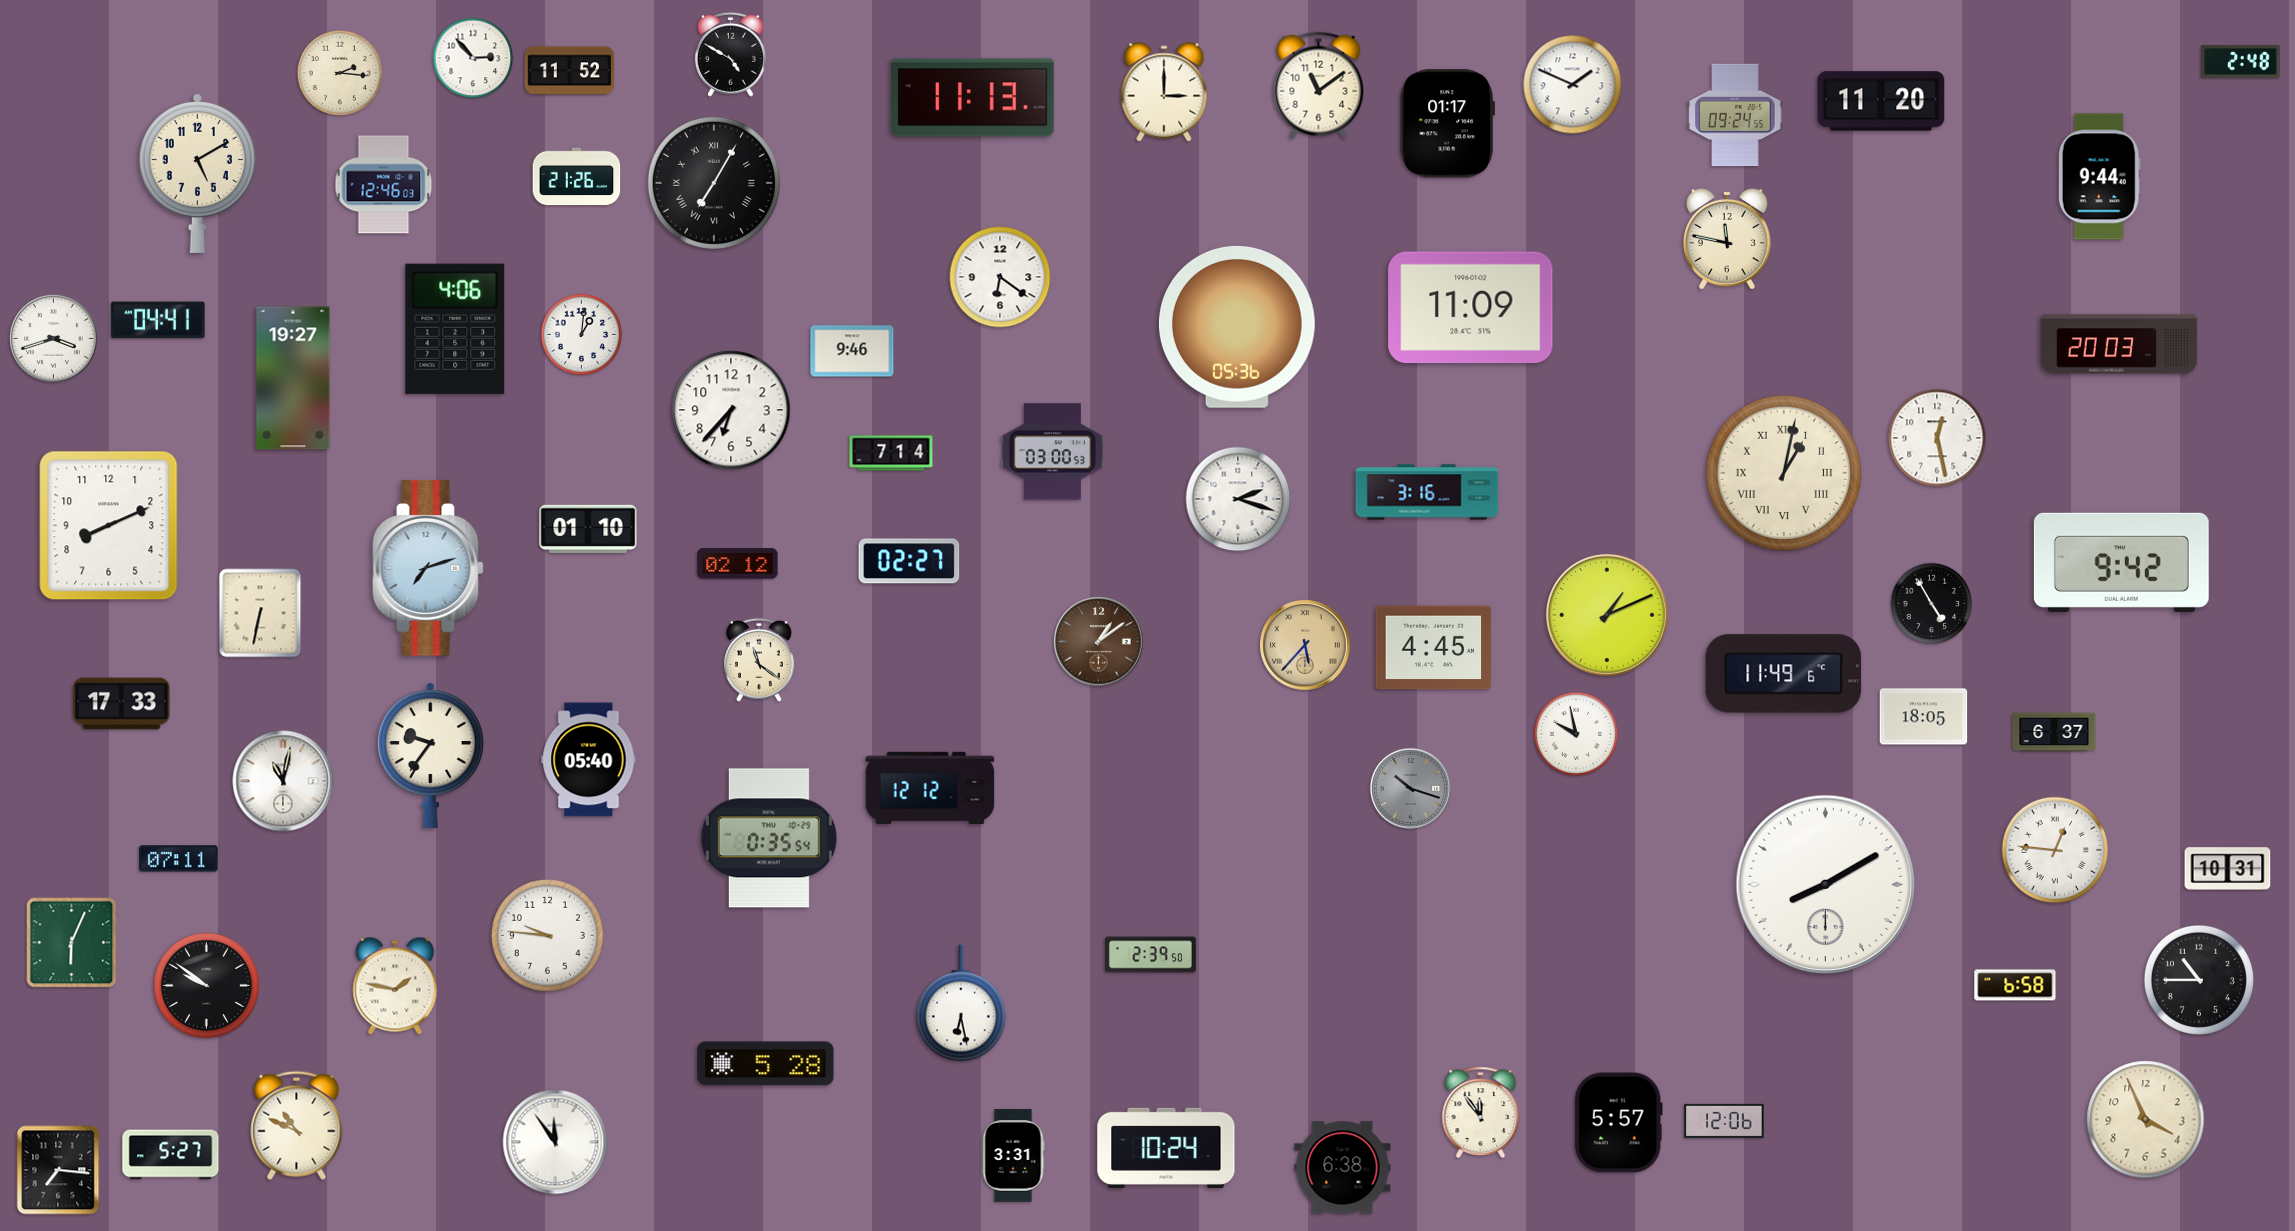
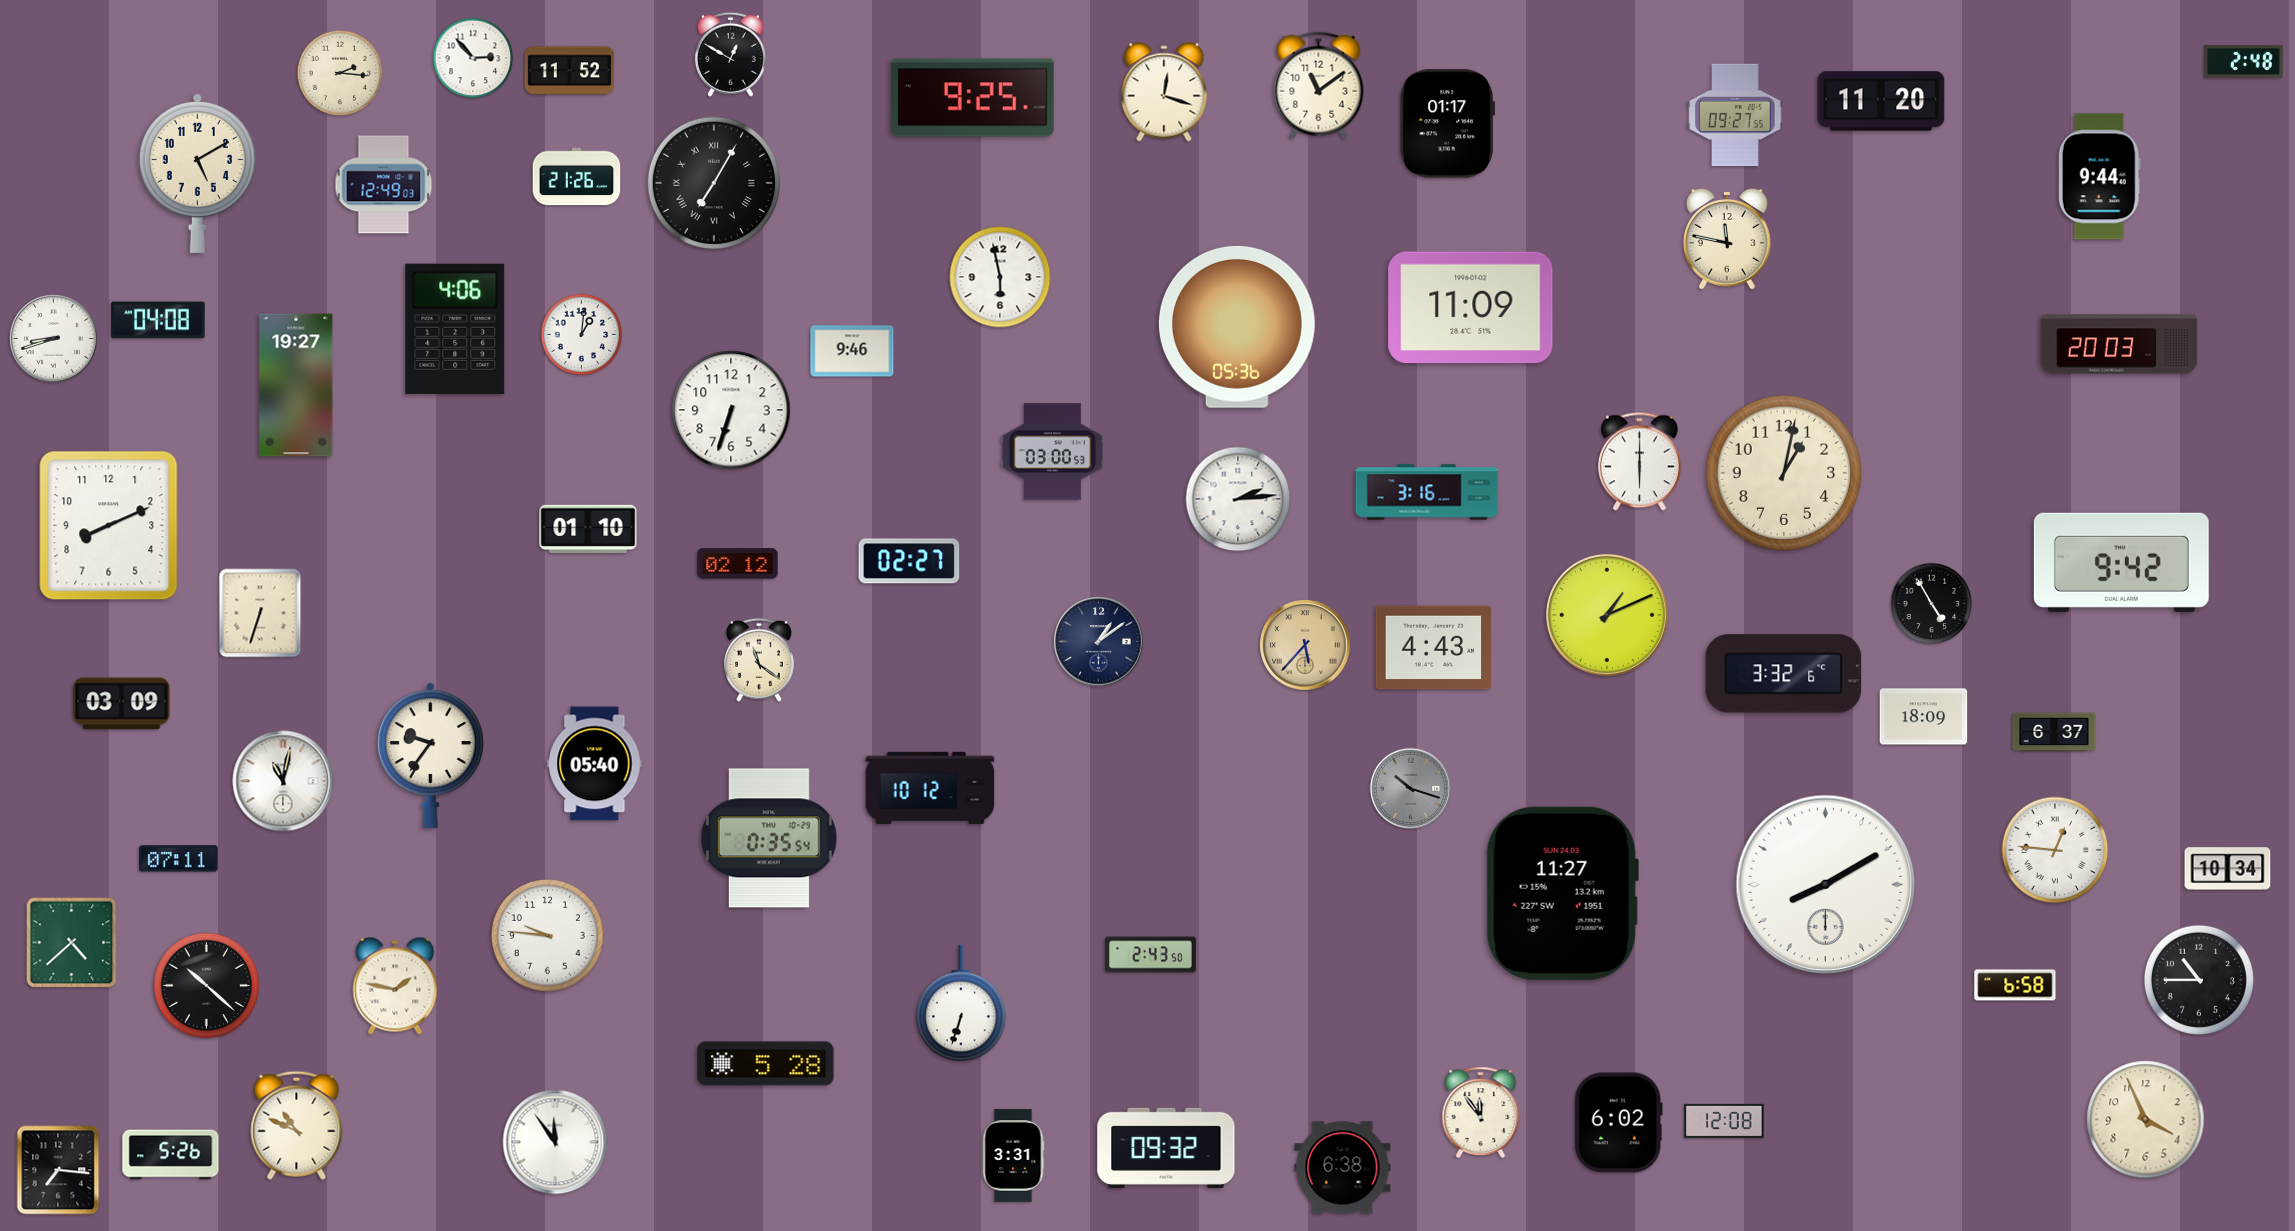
clock at (730, 54): 4:50 -> 12:50
clock at (2241, 62) position: (2241, 62) -> (2244, 62)
clock at (1573, 85): 1:49 -> none
clock at (1164, 92): 3:00 -> 12:18
clock at (973, 98): 11:13 -> 9:25
clock at (1735, 115): 09:24 -> 09:27
clock at (384, 185): 12:46 -> 12:49
clock at (1000, 277): 6:21 -> 5:58
clock at (158, 320): 04:41 -> 04:08
clock at (54, 339): 3:42 -> 8:42
clock at (293, 378) position: (293, 378) -> (296, 385)
clock at (731, 410): 6:37 -> 6:33
clock at (1937, 438): 12:28 -> none
clock at (891, 453): 7:14 -> none
clock at (1639, 462): none -> 6:00
clock at (1784, 473) numerals: Roman -> Arabic
clock at (1238, 499): 2:18 -> 2:14
clock at (428, 568): 7:12 -> none
clock at (260, 613): 6:32 -> 6:33
clock at (1099, 642) dial: brown -> navy
clock at (1434, 648): 4:45 -> 4:43
clock at (1784, 674): 11:49 -> 3:32
clock at (122, 704): 17:33 -> 03:09
clock at (1924, 717): 18:05 -> 18:09
clock at (1576, 734): 9:58 -> none
clock at (589, 760) position: (589, 760) -> (595, 764)
clock at (930, 787): 12:12 -> 10:12
clock at (2228, 869): 10:31 -> 10:34
clock at (1562, 893): none -> 11:27
clock at (72, 943): 6:04 -> 4:38
clock at (1150, 955): 2:39 -> 2:43
clock at (207, 986): 9:51 -> 10:22
clock at (961, 1003): 6:28 -> 6:33
clock at (1724, 1121): 12:06 -> 12:08
clock at (1618, 1123): 5:57 -> 6:02
clock at (1166, 1148): 10:24 -> 09:32
clock at (171, 1155): 5:27 -> 5:26
